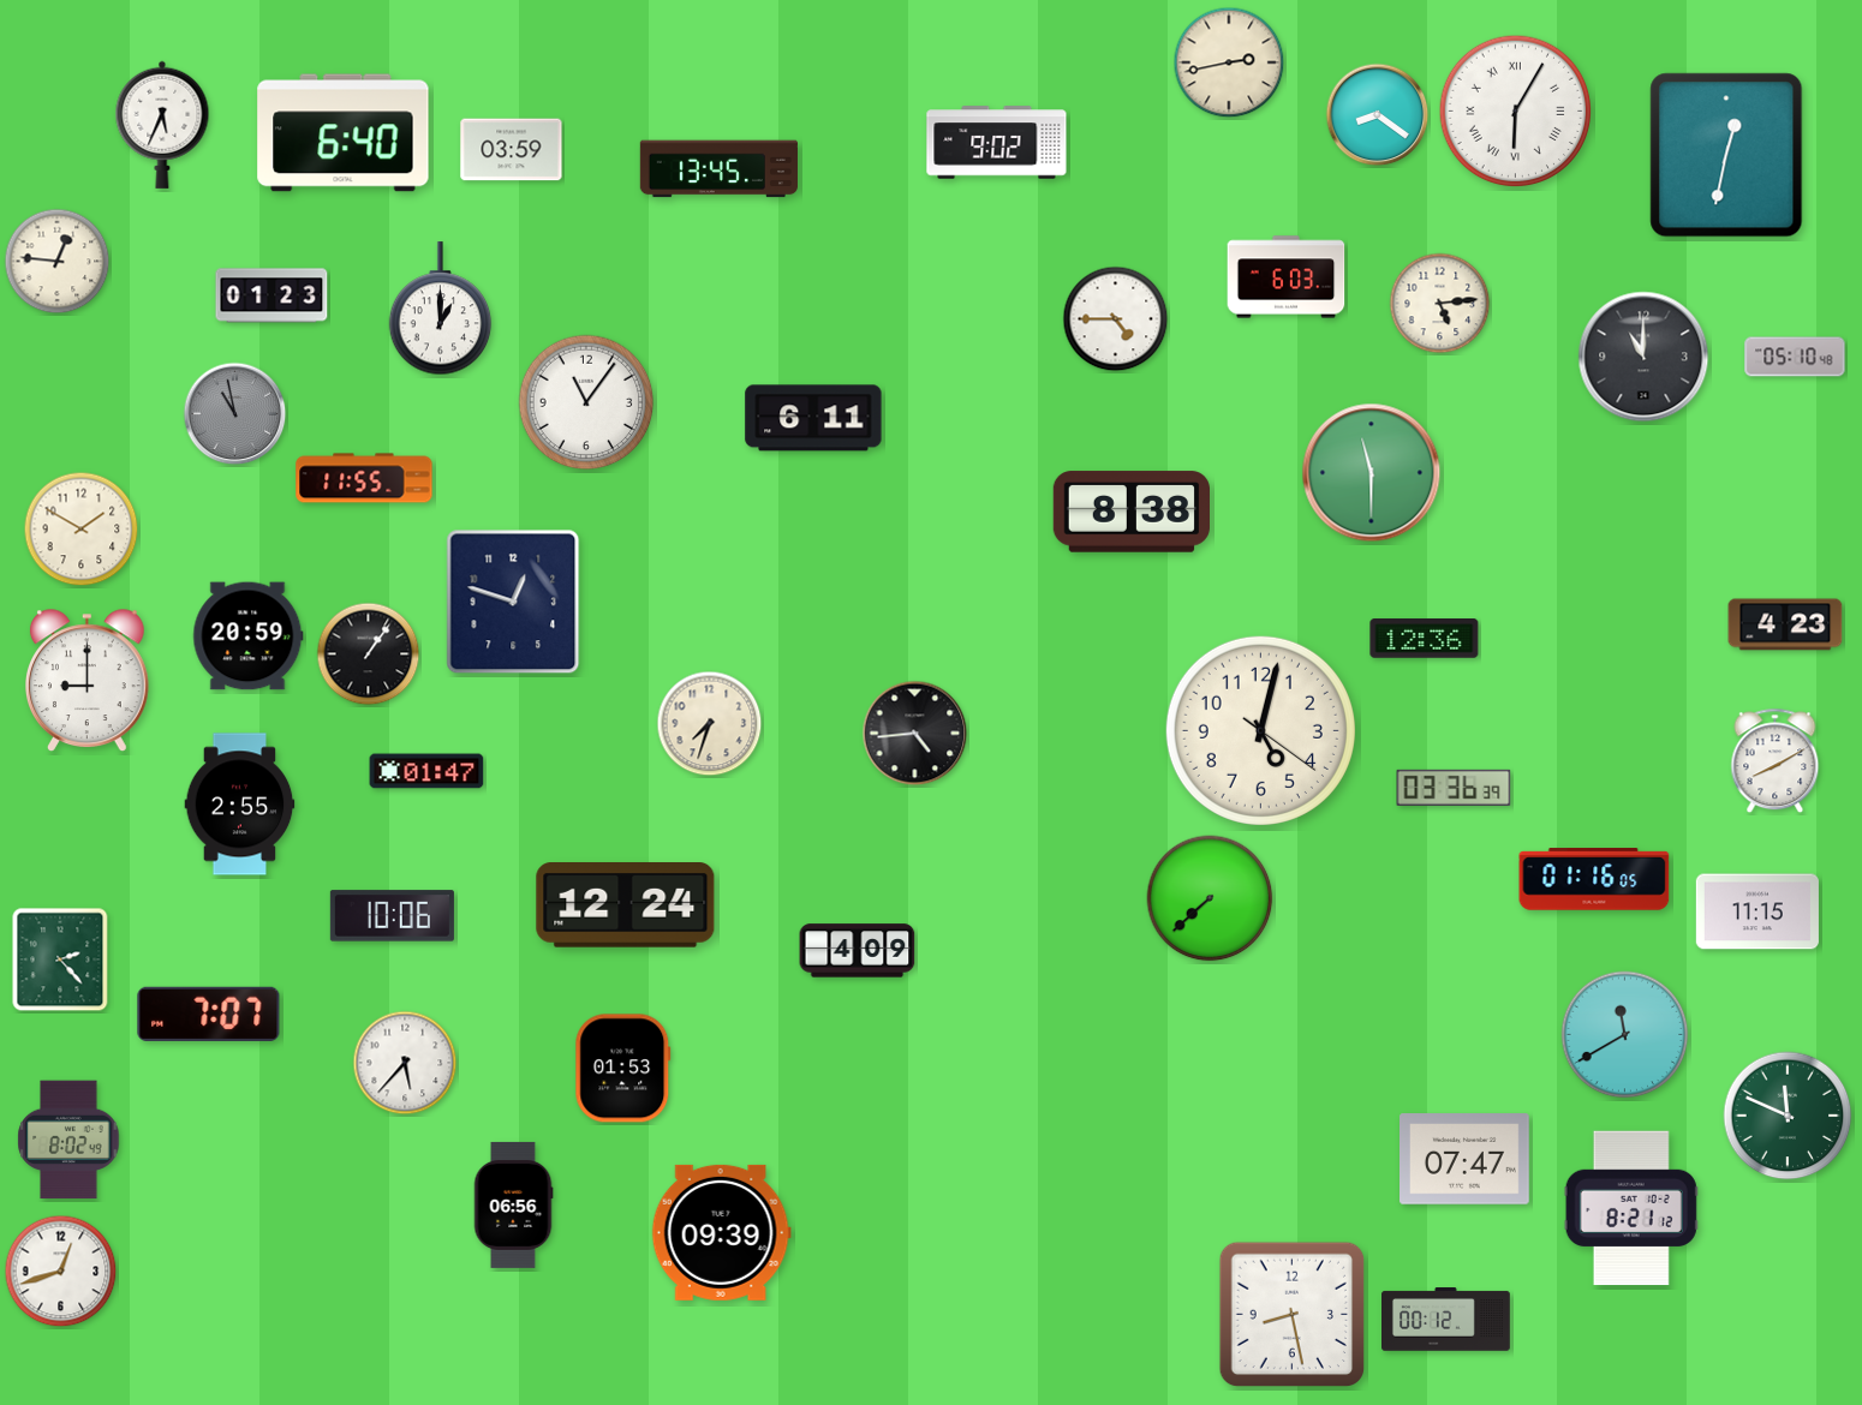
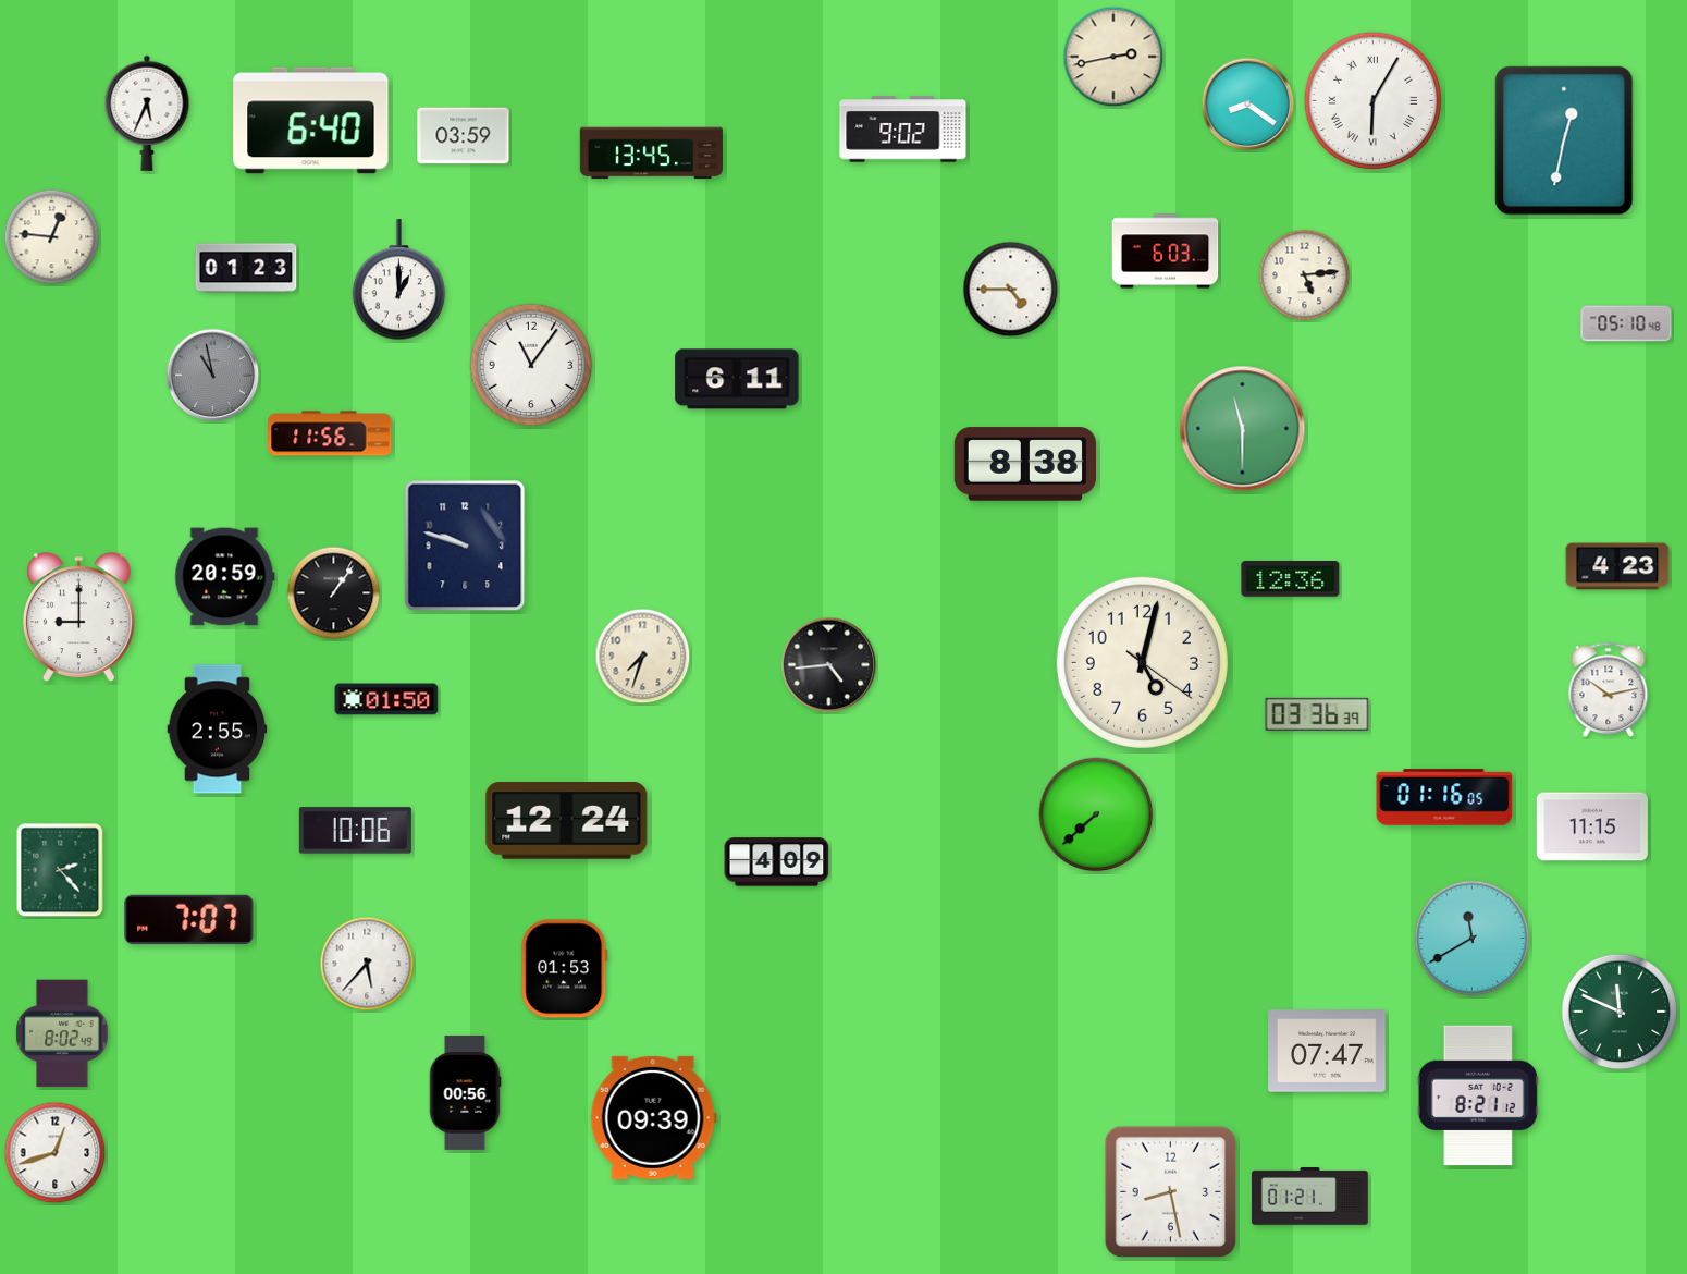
clock at (1643, 357): 11:00 -> none
clock at (364, 478): 11:55 -> 11:56
clock at (82, 530): 1:50 -> none
clock at (513, 602): 12:48 -> 9:48
clock at (1776, 761): 8:10 -> 10:13
clock at (426, 771): 01:47 -> 01:50
clock at (60, 959) position: (60, 959) -> (60, 870)
clock at (513, 1204): 06:56 -> 00:56
clock at (1446, 1320): 00:12 -> 01:21
